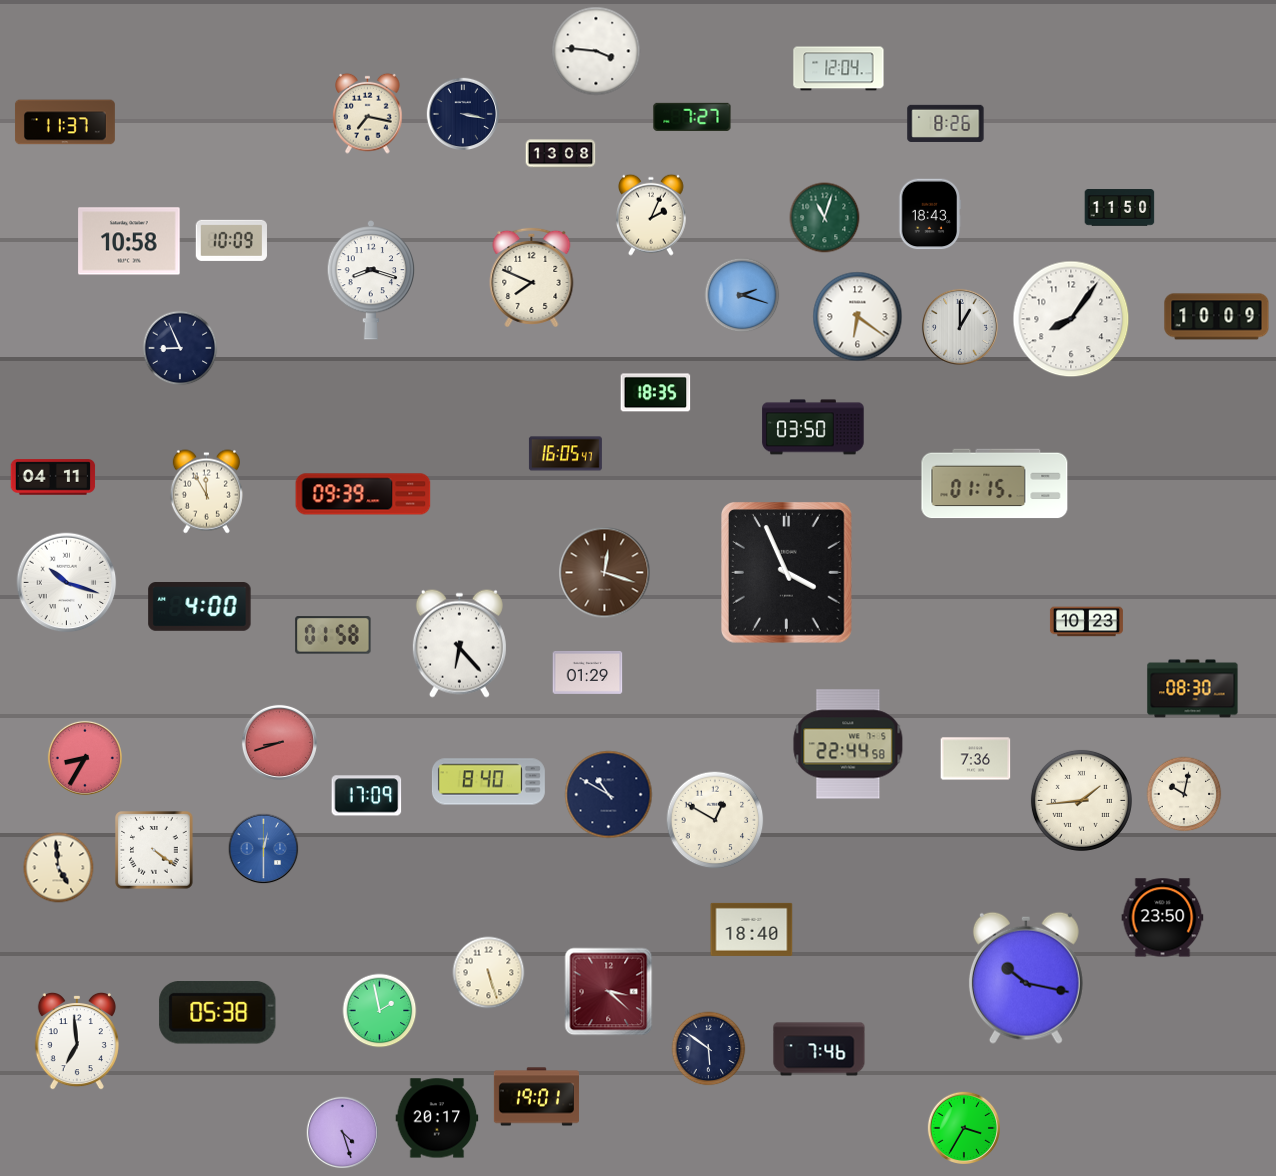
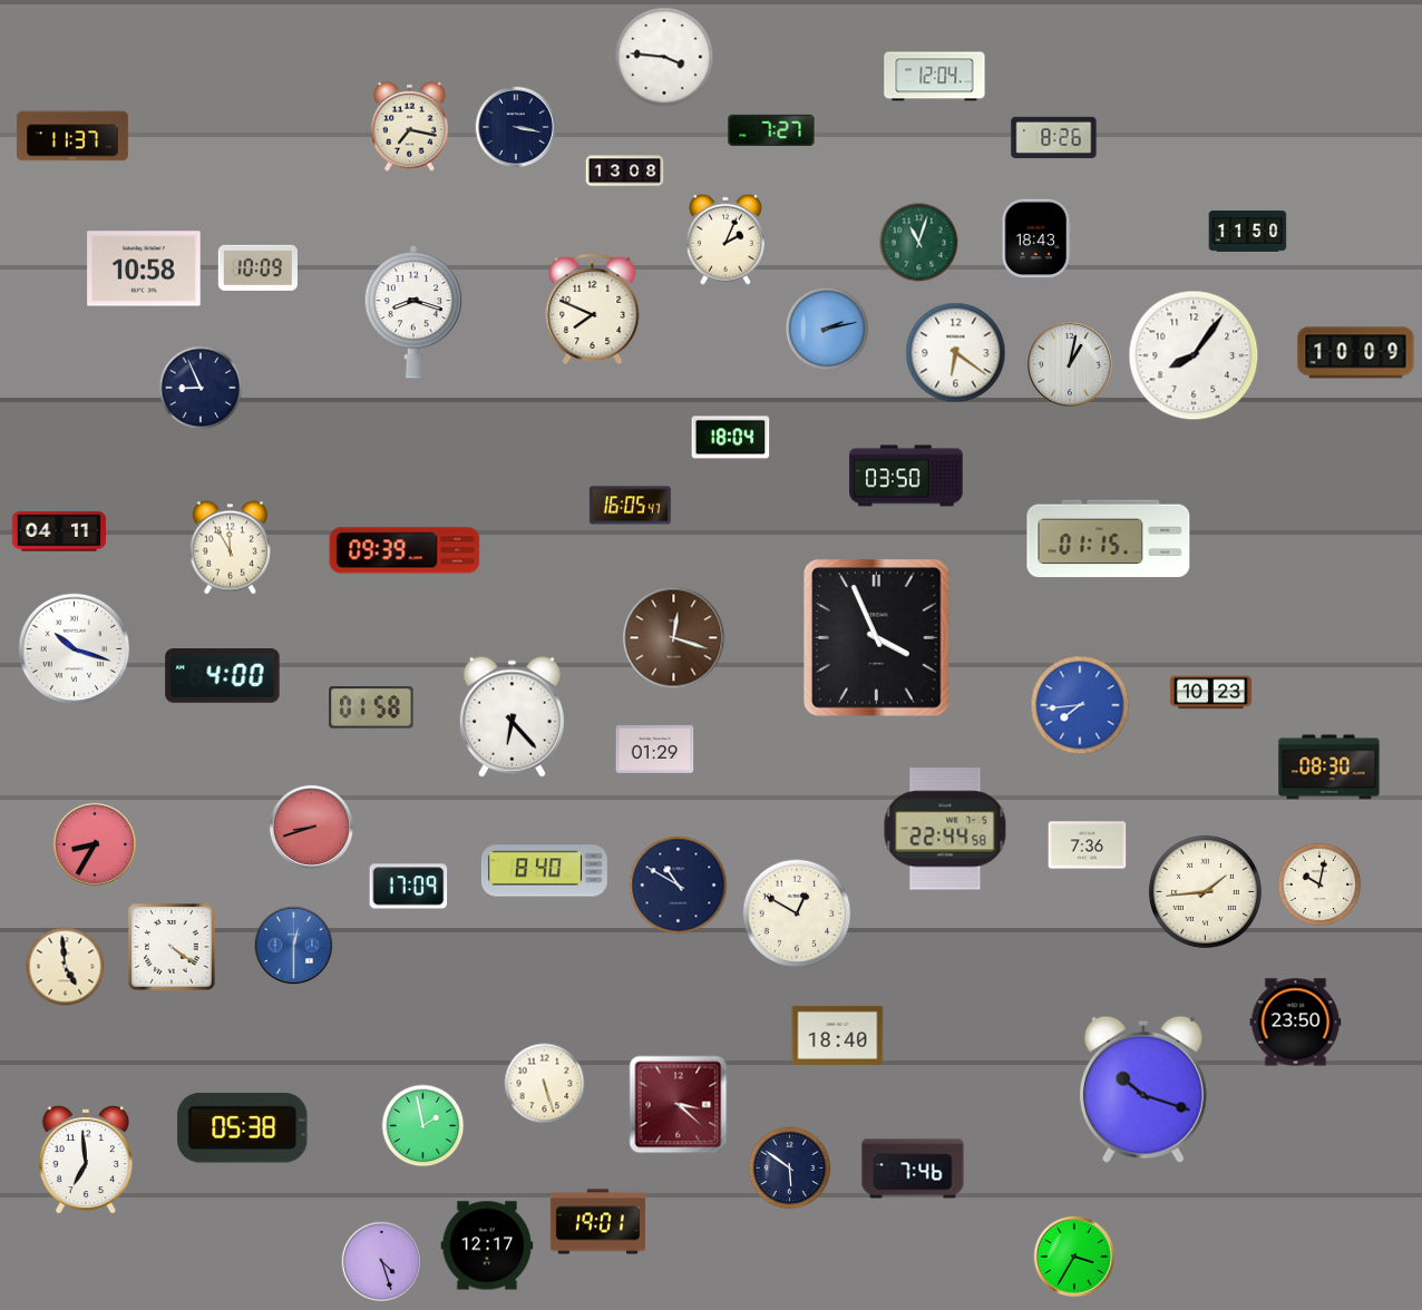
clock at (742, 295): 2:18 -> 2:13
clock at (960, 327): 1:00 -> 1:02
clock at (656, 393): 18:35 -> 18:04
clock at (1080, 705): none -> 7:44
clock at (1026, 978): 10:17 -> 10:18
clock at (437, 1118): 20:17 -> 12:17
